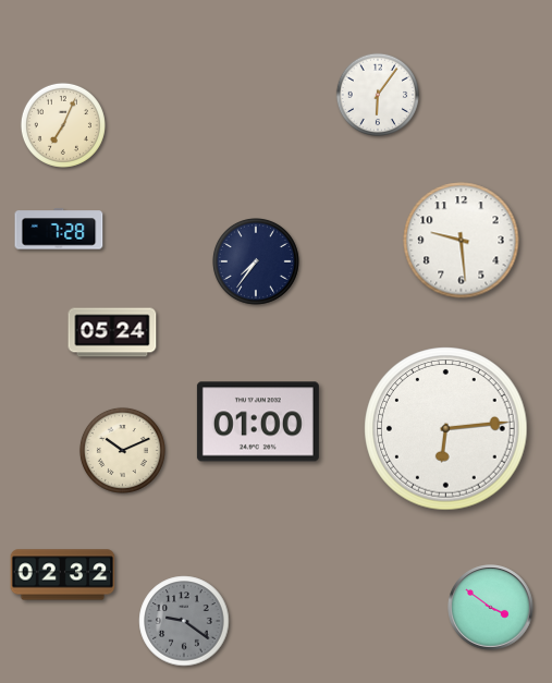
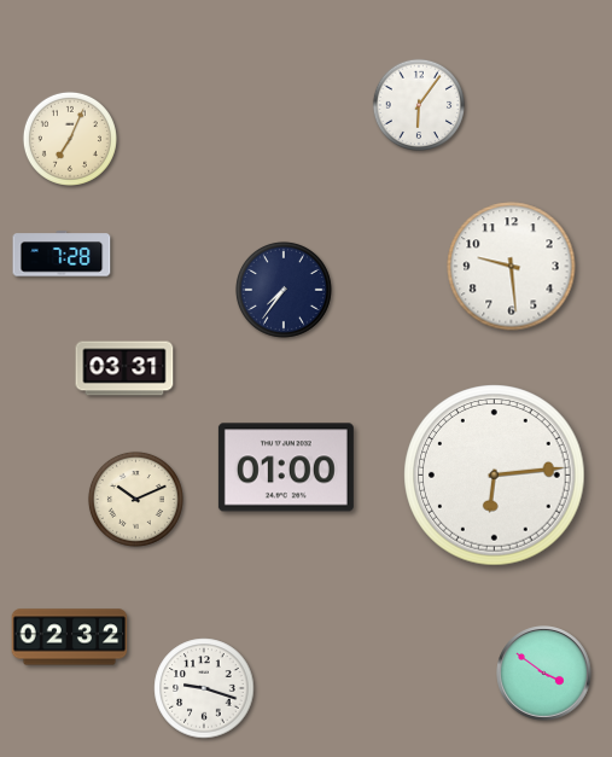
clock at (59, 229) position: (59, 229) -> (62, 254)
clock at (112, 332): 05:24 -> 03:31
clock at (184, 621): 9:21 -> 9:18
clock at (184, 621) dial: grey -> white
